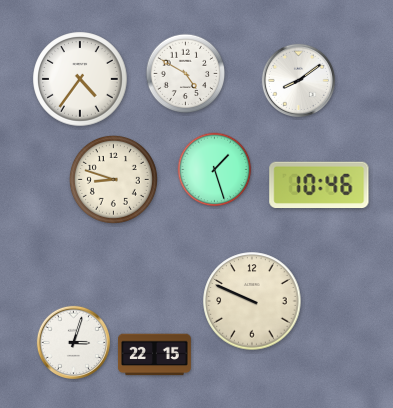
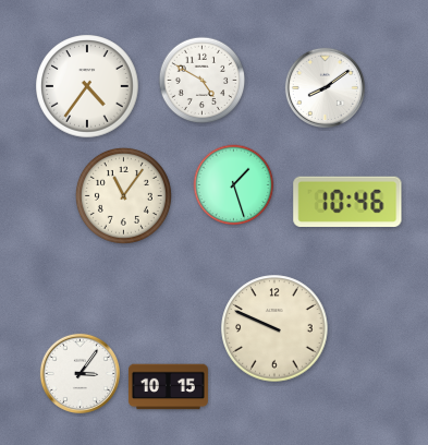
clock at (113, 179): 8:48 -> 11:06
clock at (73, 342): 3:03 -> 3:06
clock at (154, 355): 22:15 -> 10:15
